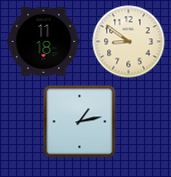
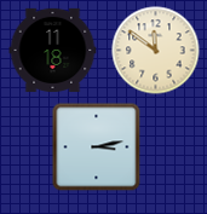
clock at (129, 42): 8:51 -> 11:51
clock at (80, 122): 1:13 -> 3:13
